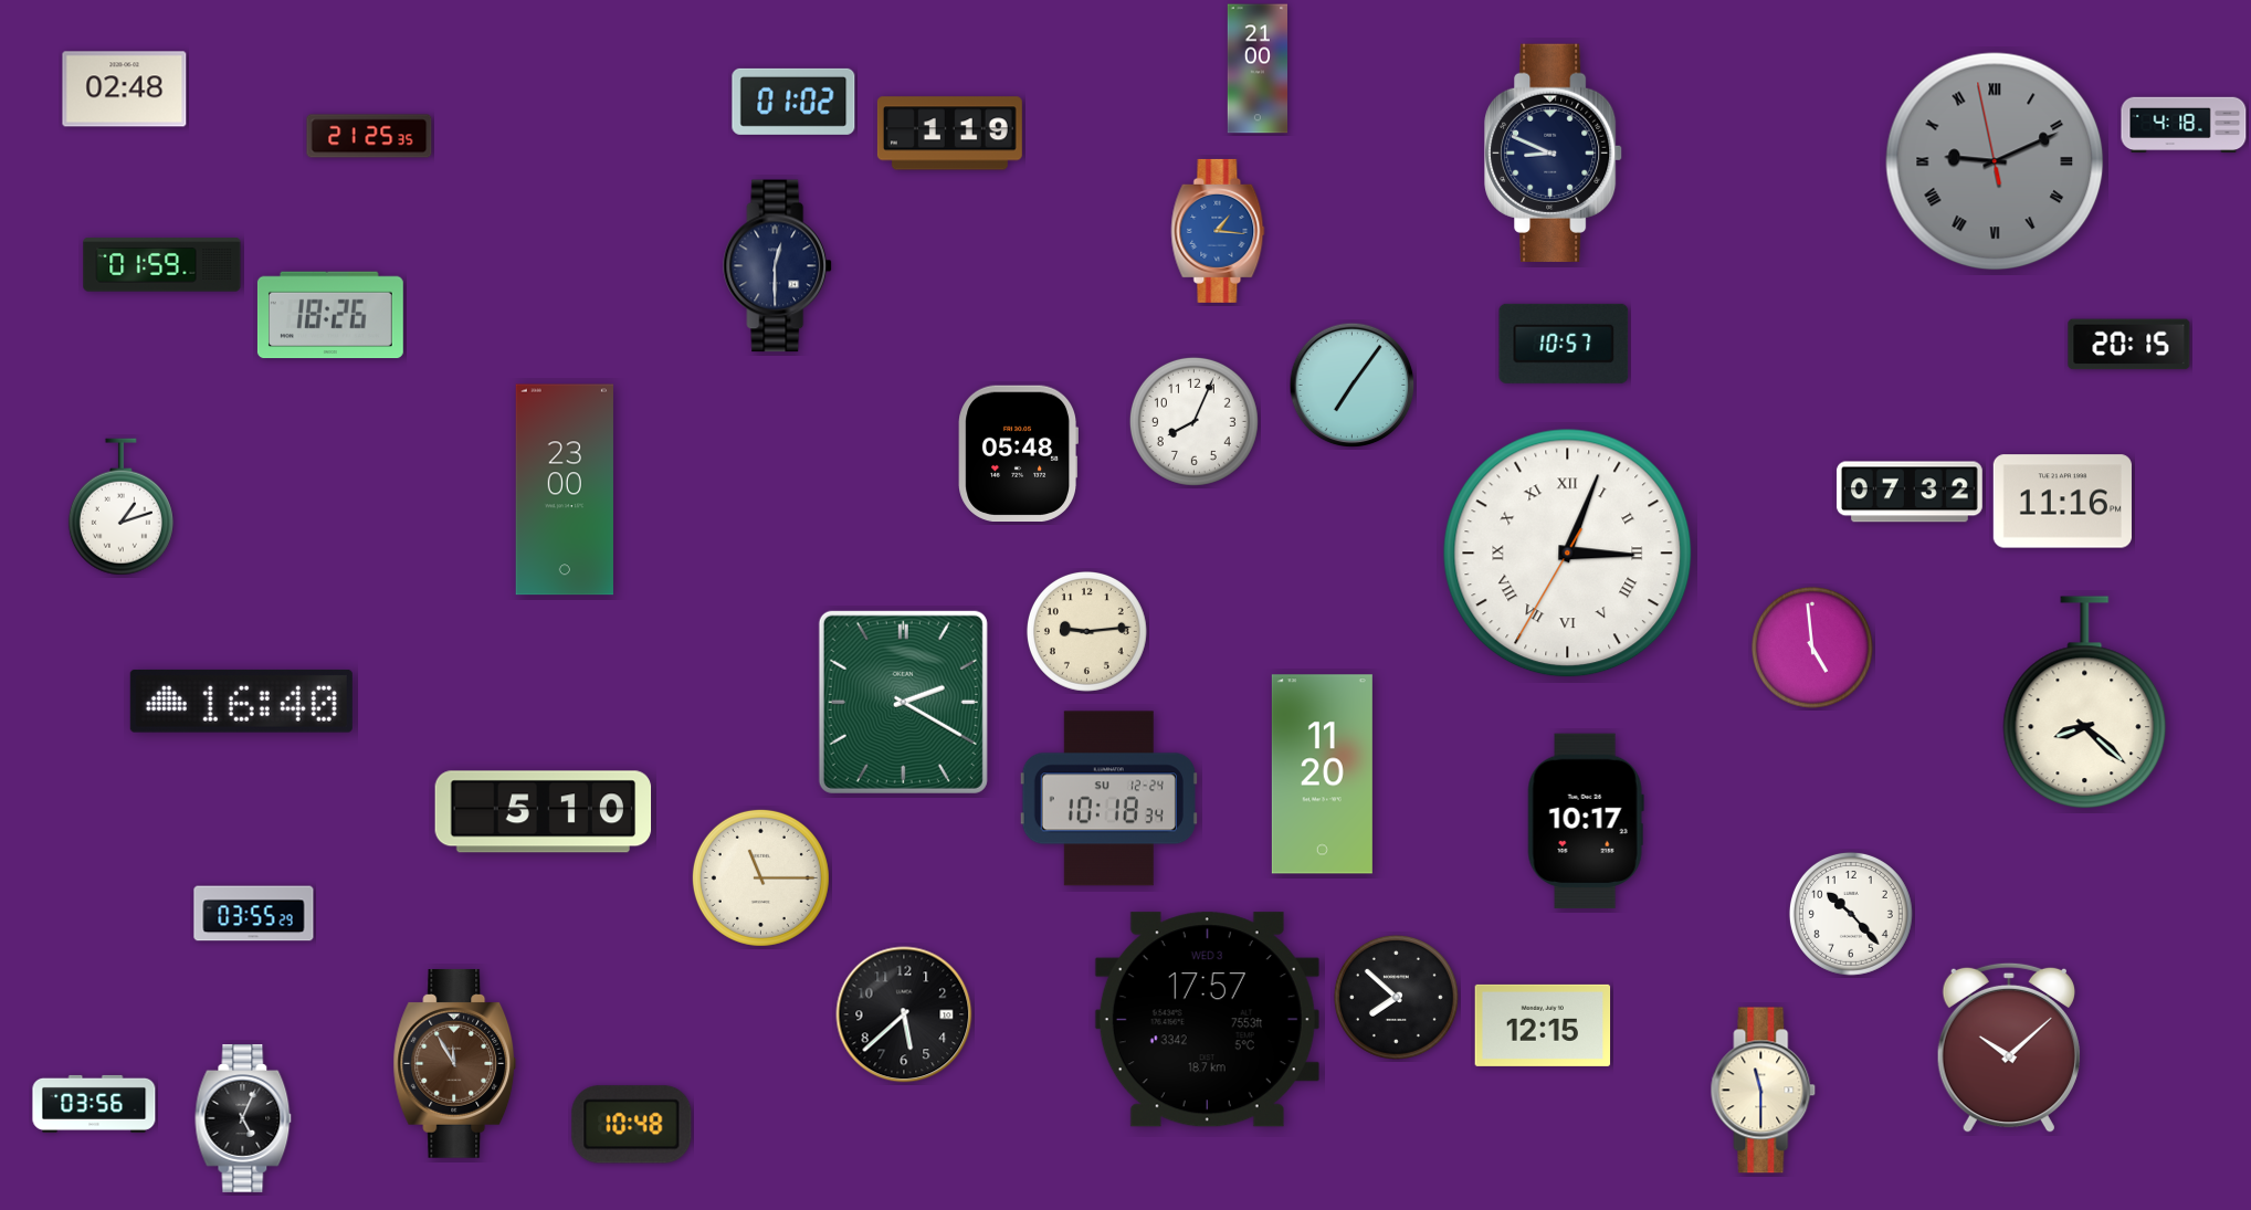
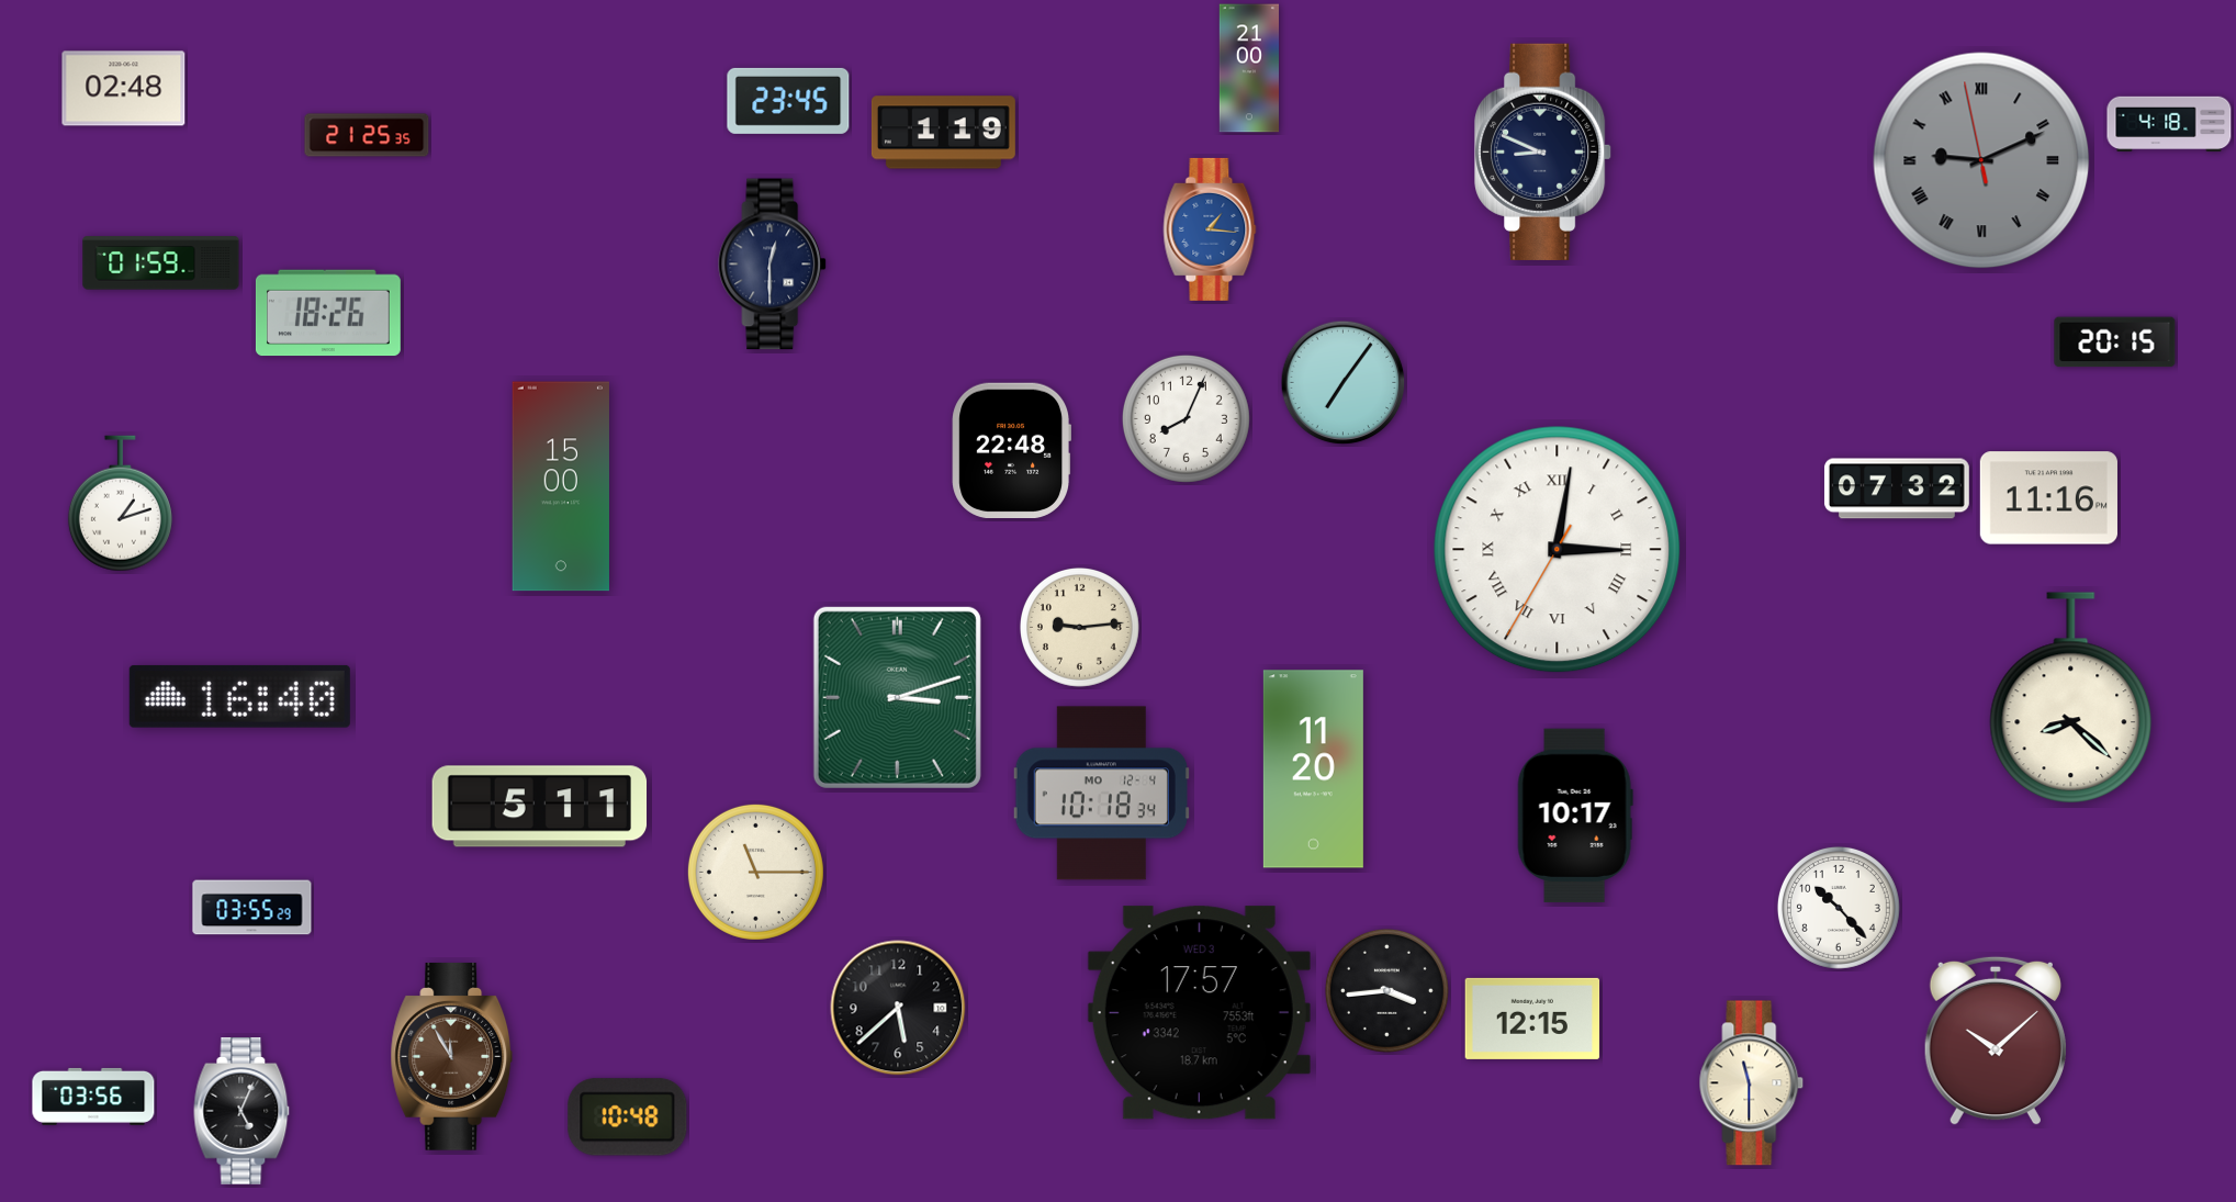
clock at (793, 102): 01:02 -> 23:45
clock at (1564, 344): 10:57 -> none
clock at (1018, 453): 05:48 -> 22:48
clock at (565, 490): 23:00 -> 15:00
clock at (1568, 554): 3:03 -> 3:01
clock at (1812, 648): 4:59 -> none
clock at (903, 702): 2:20 -> 3:12
clock at (1108, 799) date: SU 12-24 -> MO 12-4
clock at (544, 812): 5:10 -> 5:11
clock at (1396, 997): 7:52 -> 3:44
